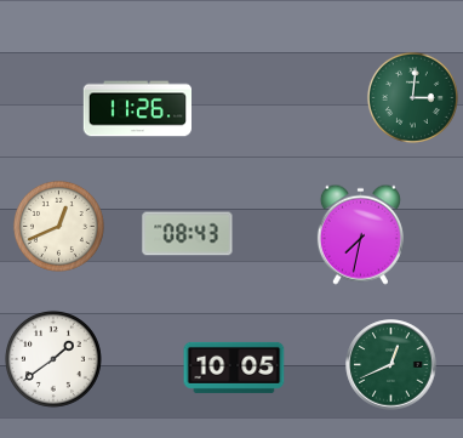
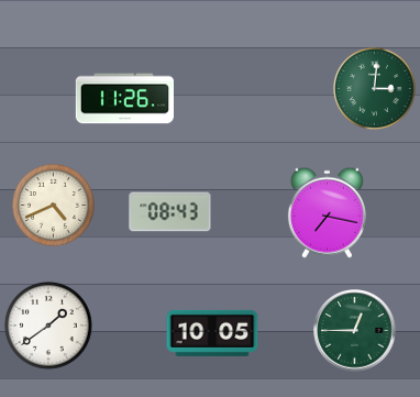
clock at (58, 226): 12:41 -> 4:41
clock at (360, 234): 7:32 -> 7:17
clock at (391, 365): 12:41 -> 12:45
